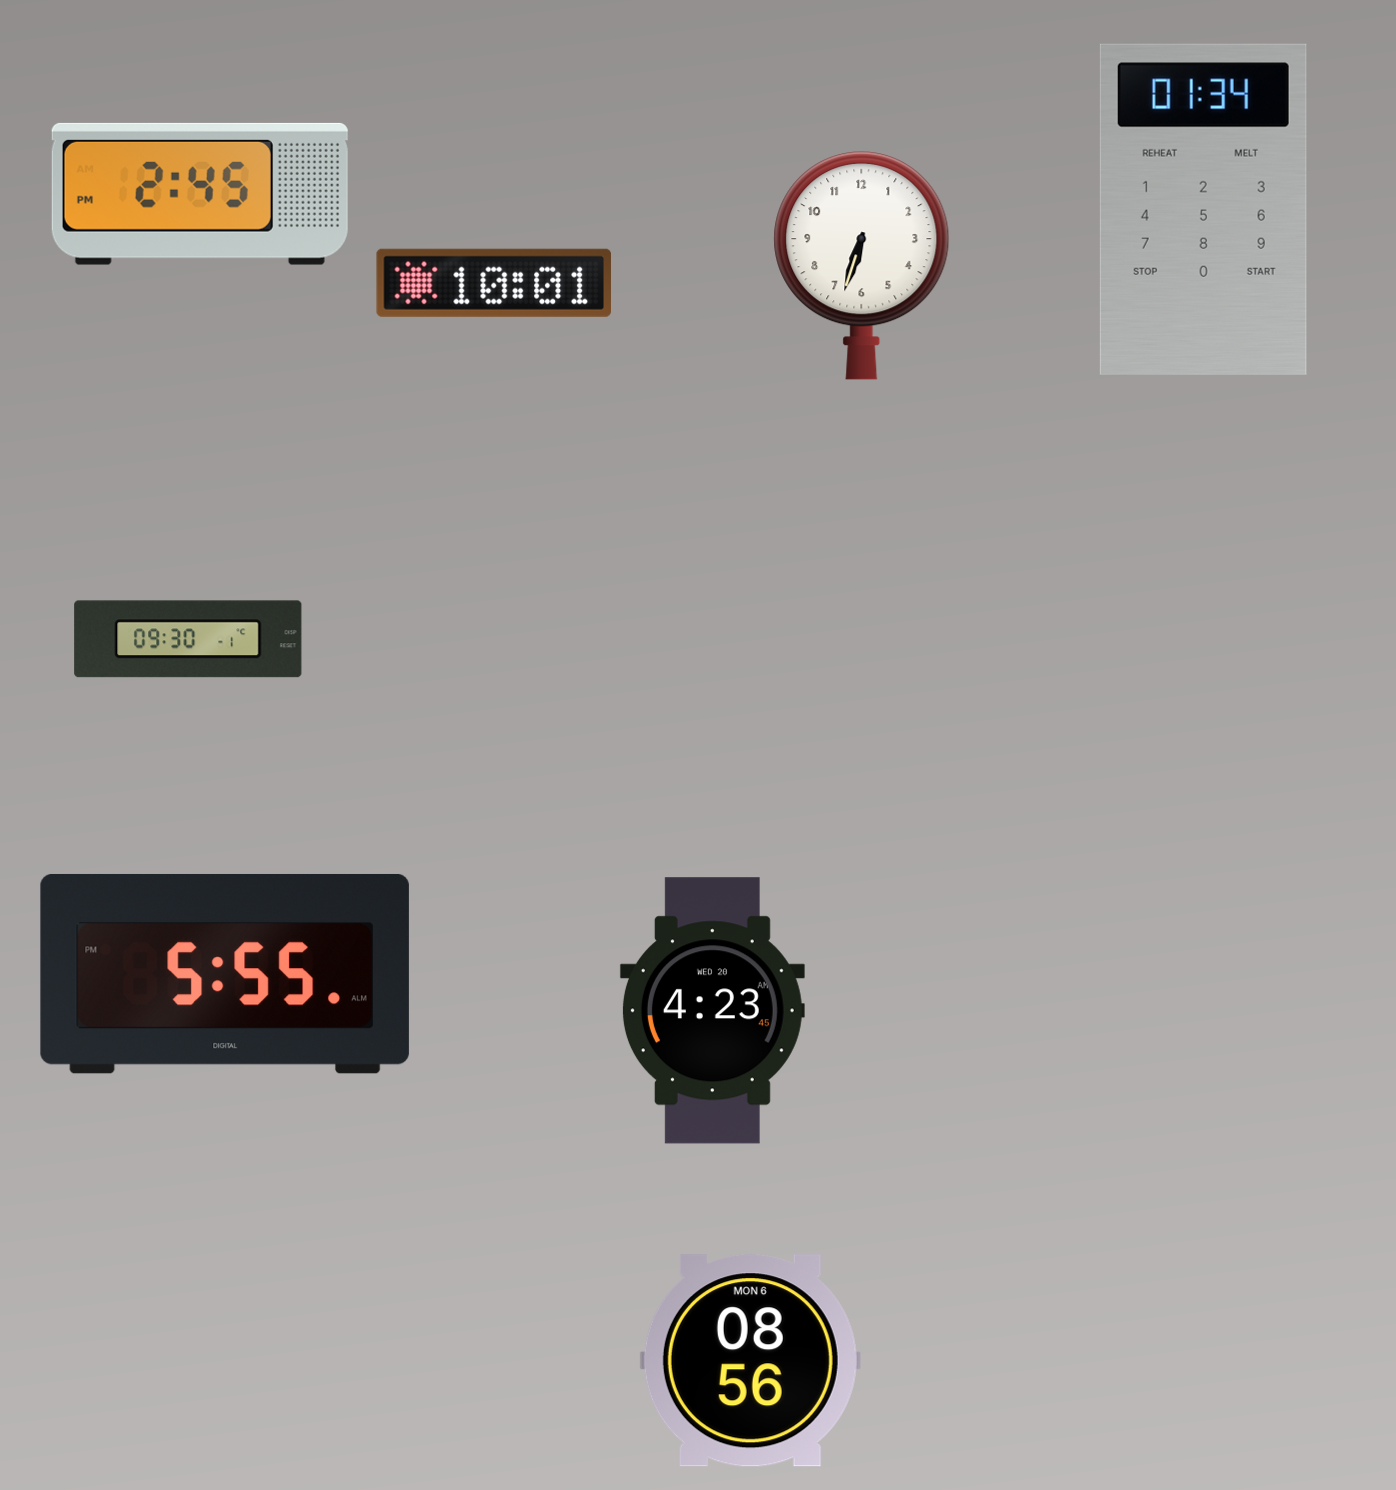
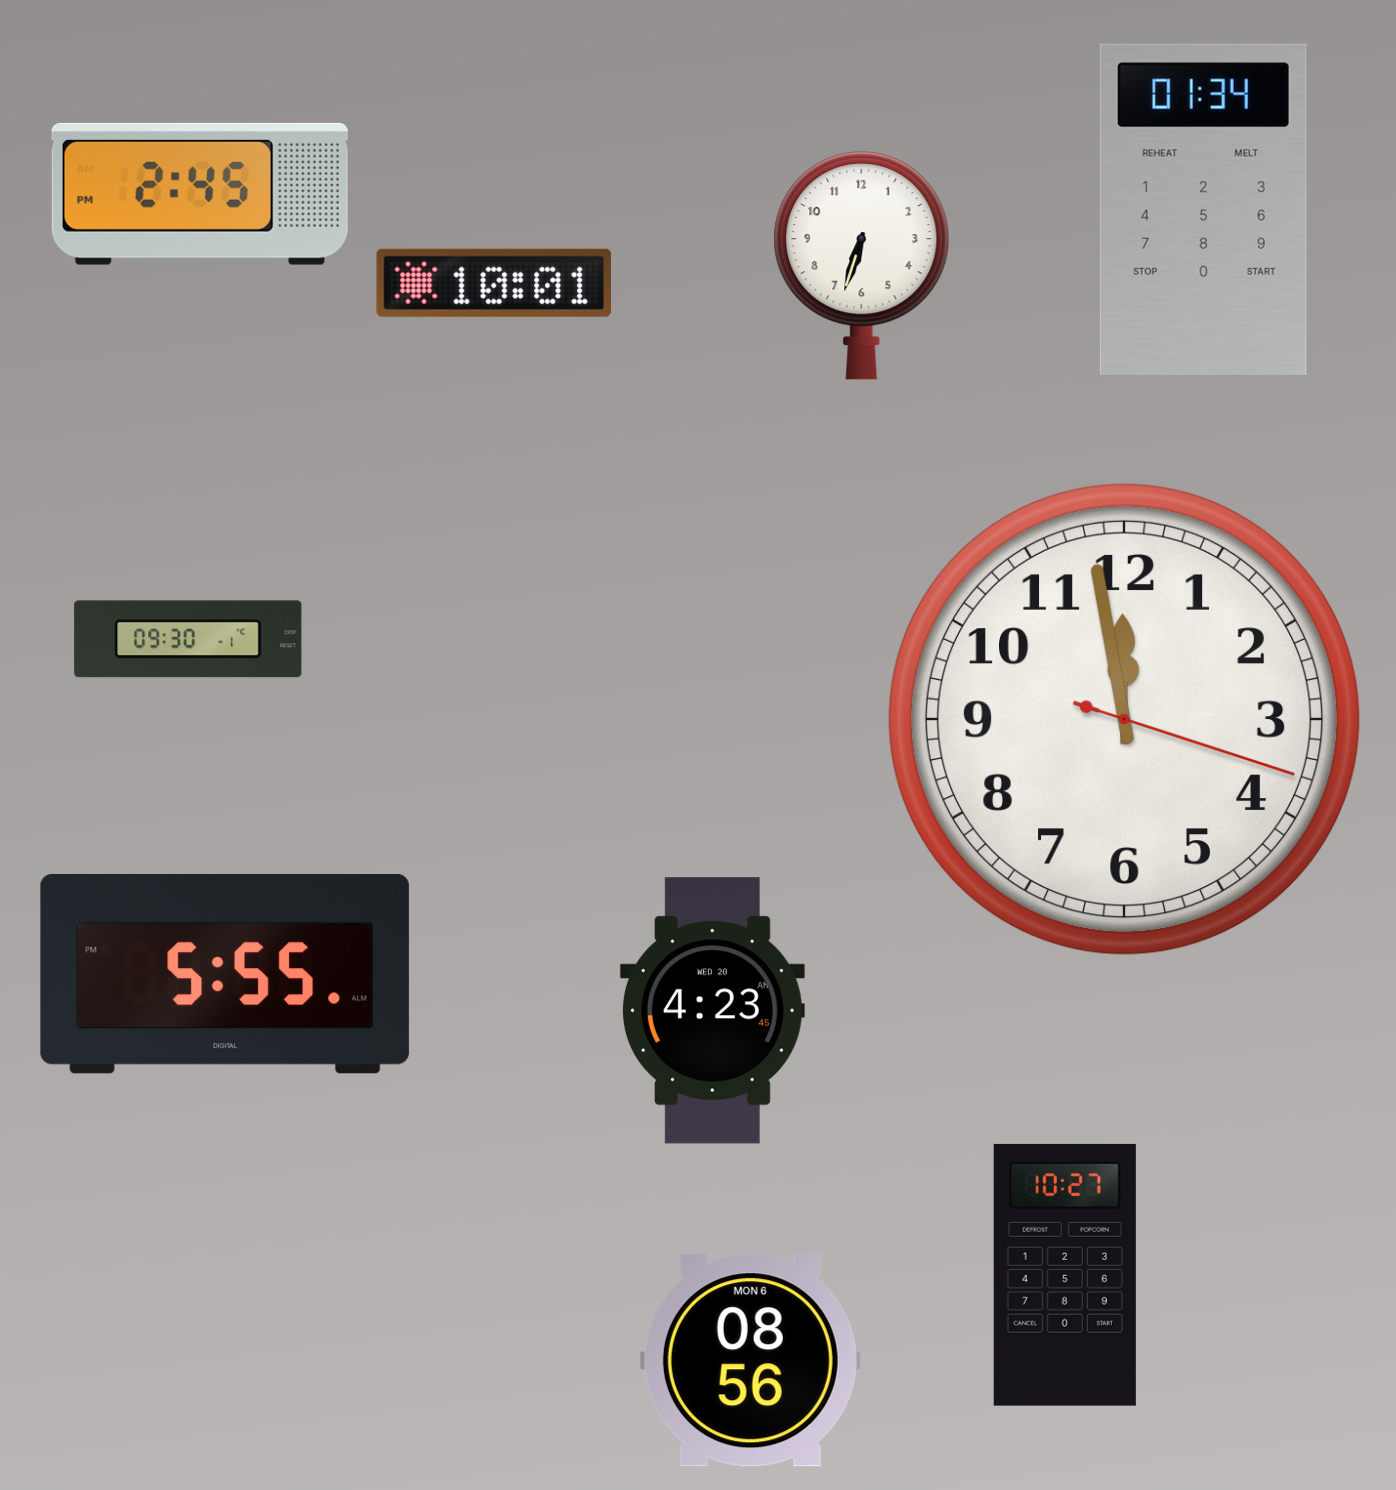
clock at (1124, 719): none -> 11:58
clock at (1065, 1275): none -> 10:27
